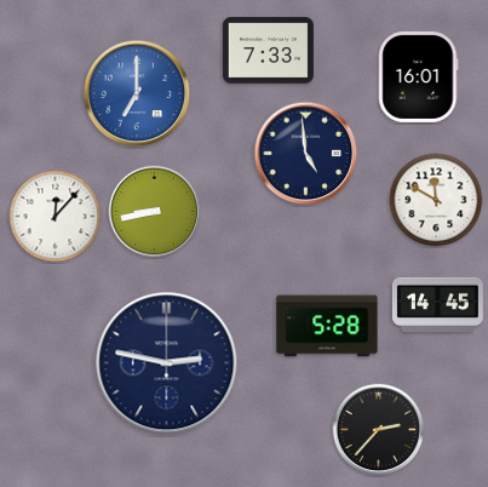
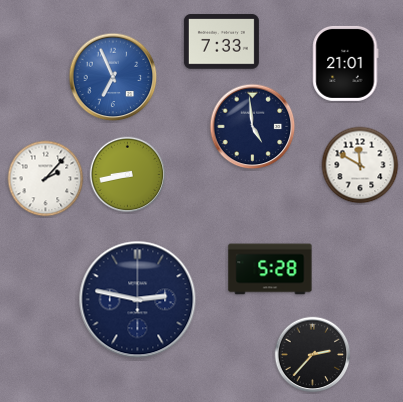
clock at (419, 76): 16:01 -> 21:01
clock at (137, 93): 7:00 -> 6:56
clock at (56, 217): 12:07 -> 2:07
clock at (437, 305): 14:45 -> none
